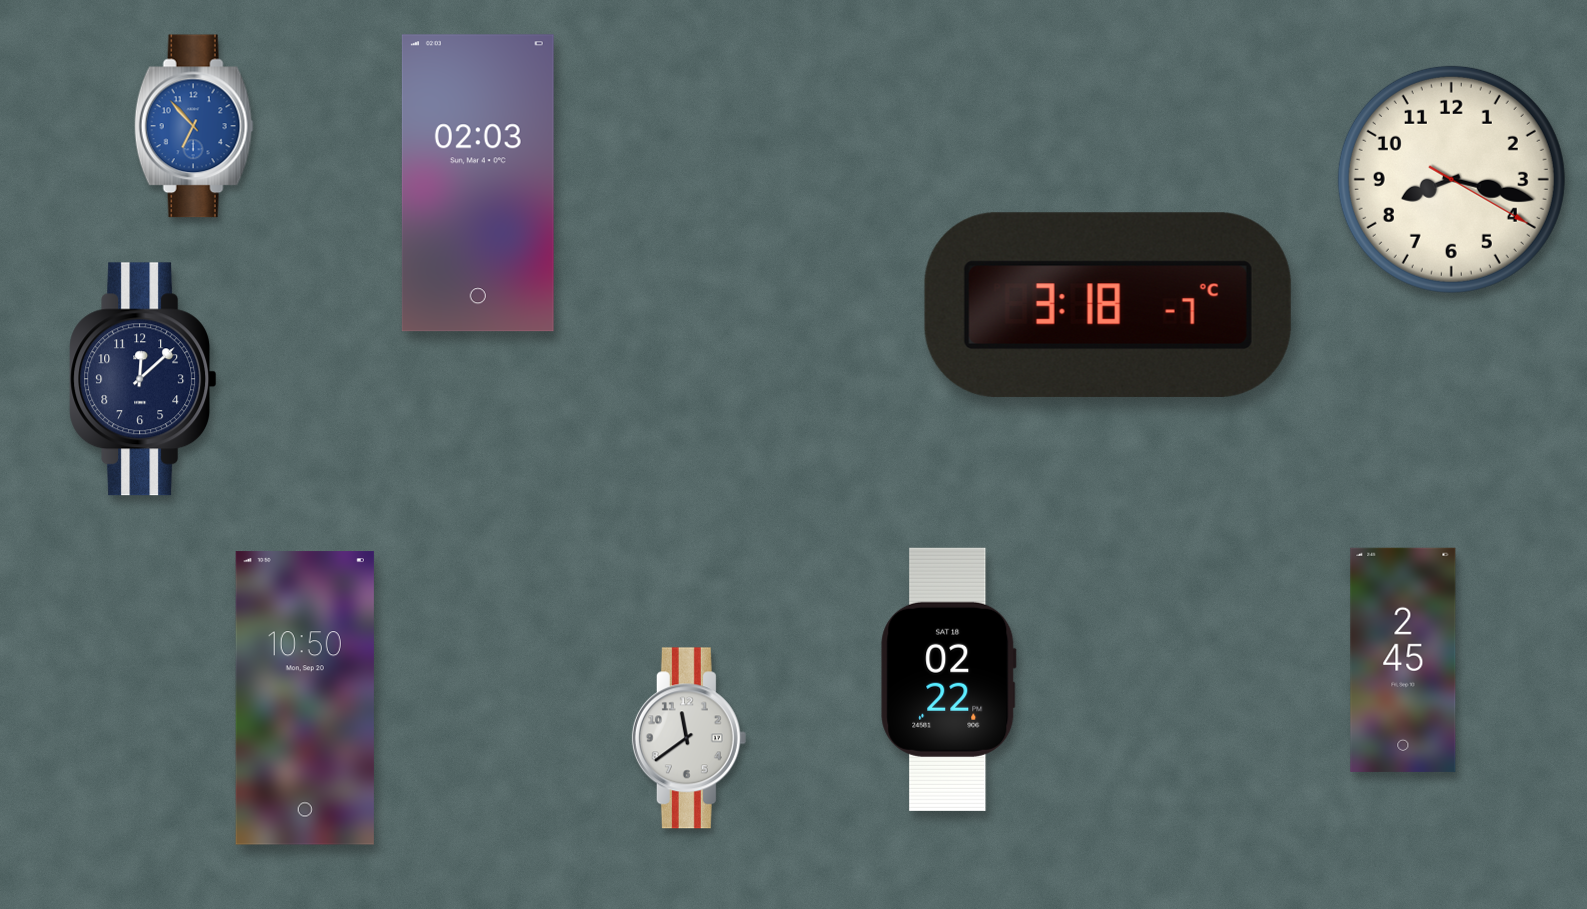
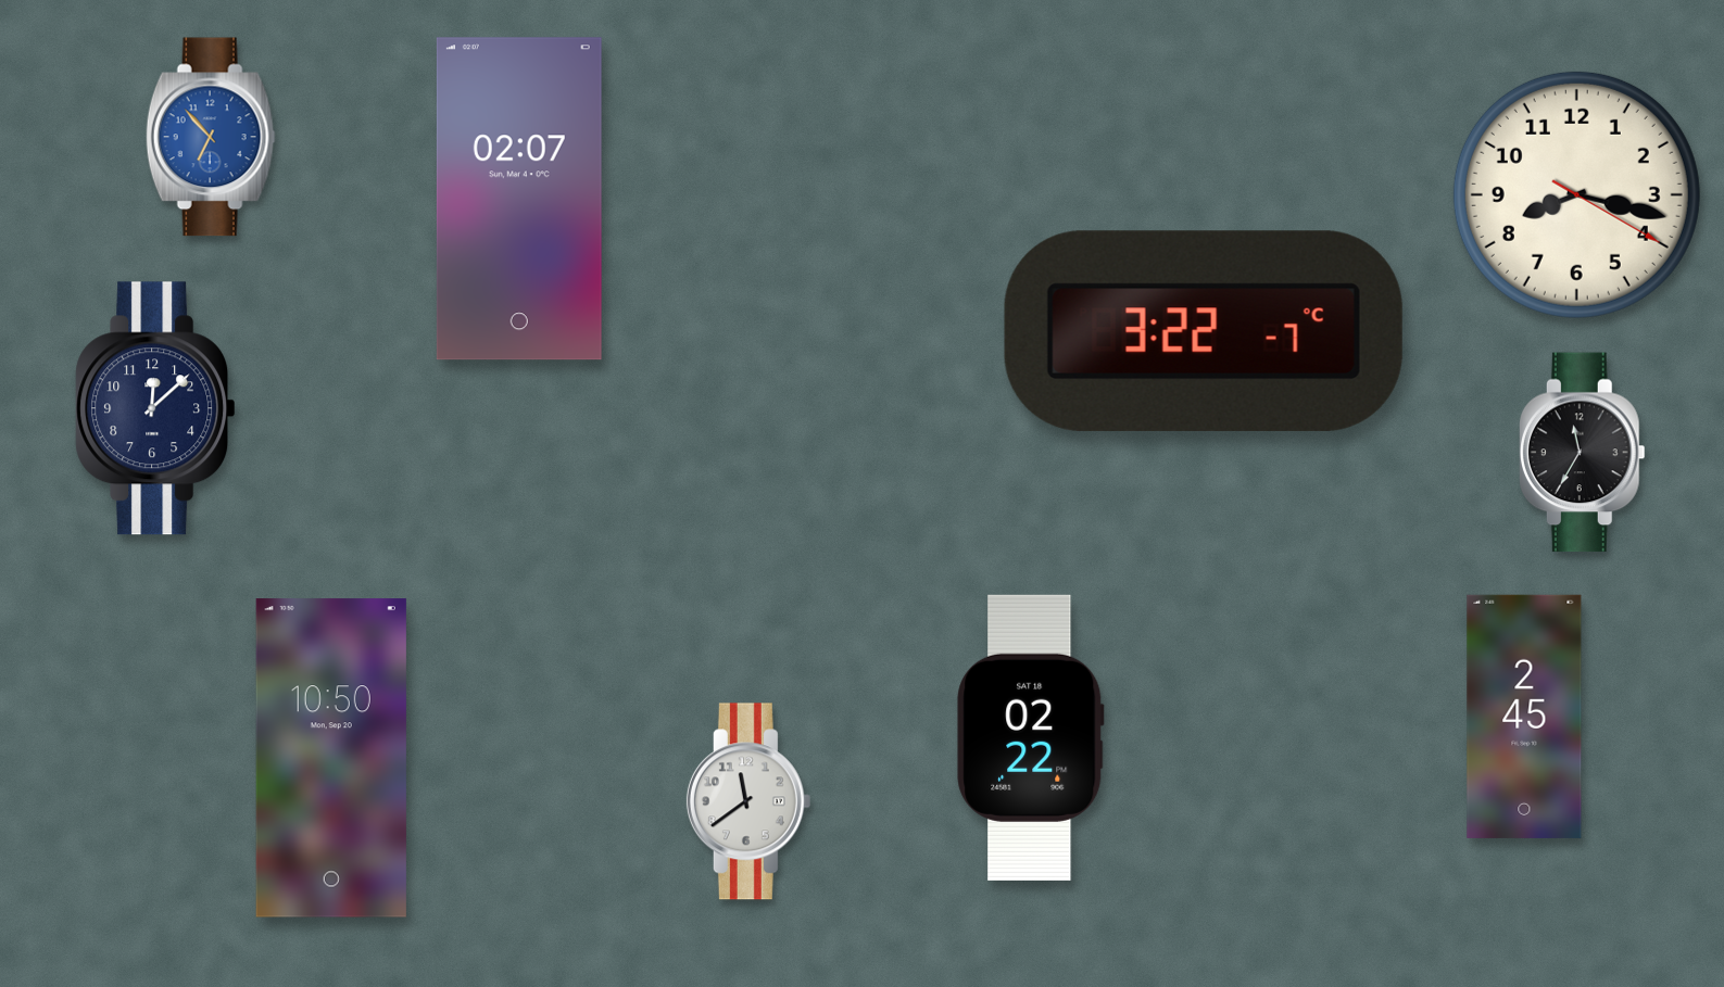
clock at (478, 183): 02:03 -> 02:07
clock at (1108, 305): 3:18 -> 3:22
clock at (143, 379) position: (143, 379) -> (155, 408)
clock at (1582, 453): none -> 11:35
